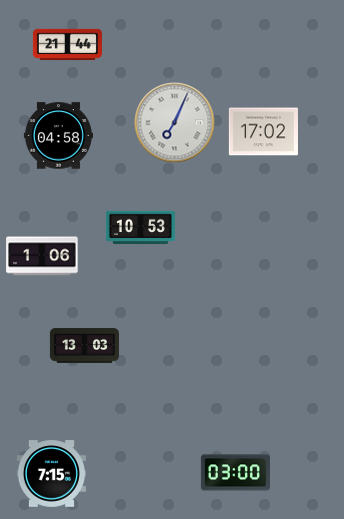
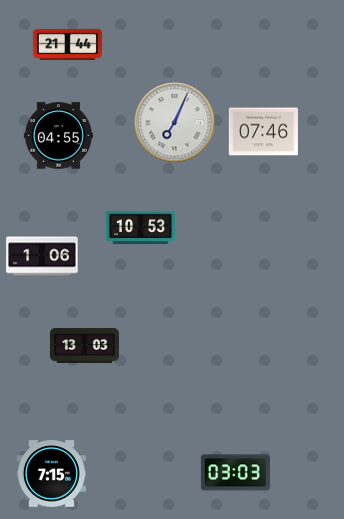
clock at (263, 132): 17:02 -> 07:46
clock at (58, 136): 04:58 -> 04:55
clock at (235, 473): 03:00 -> 03:03
